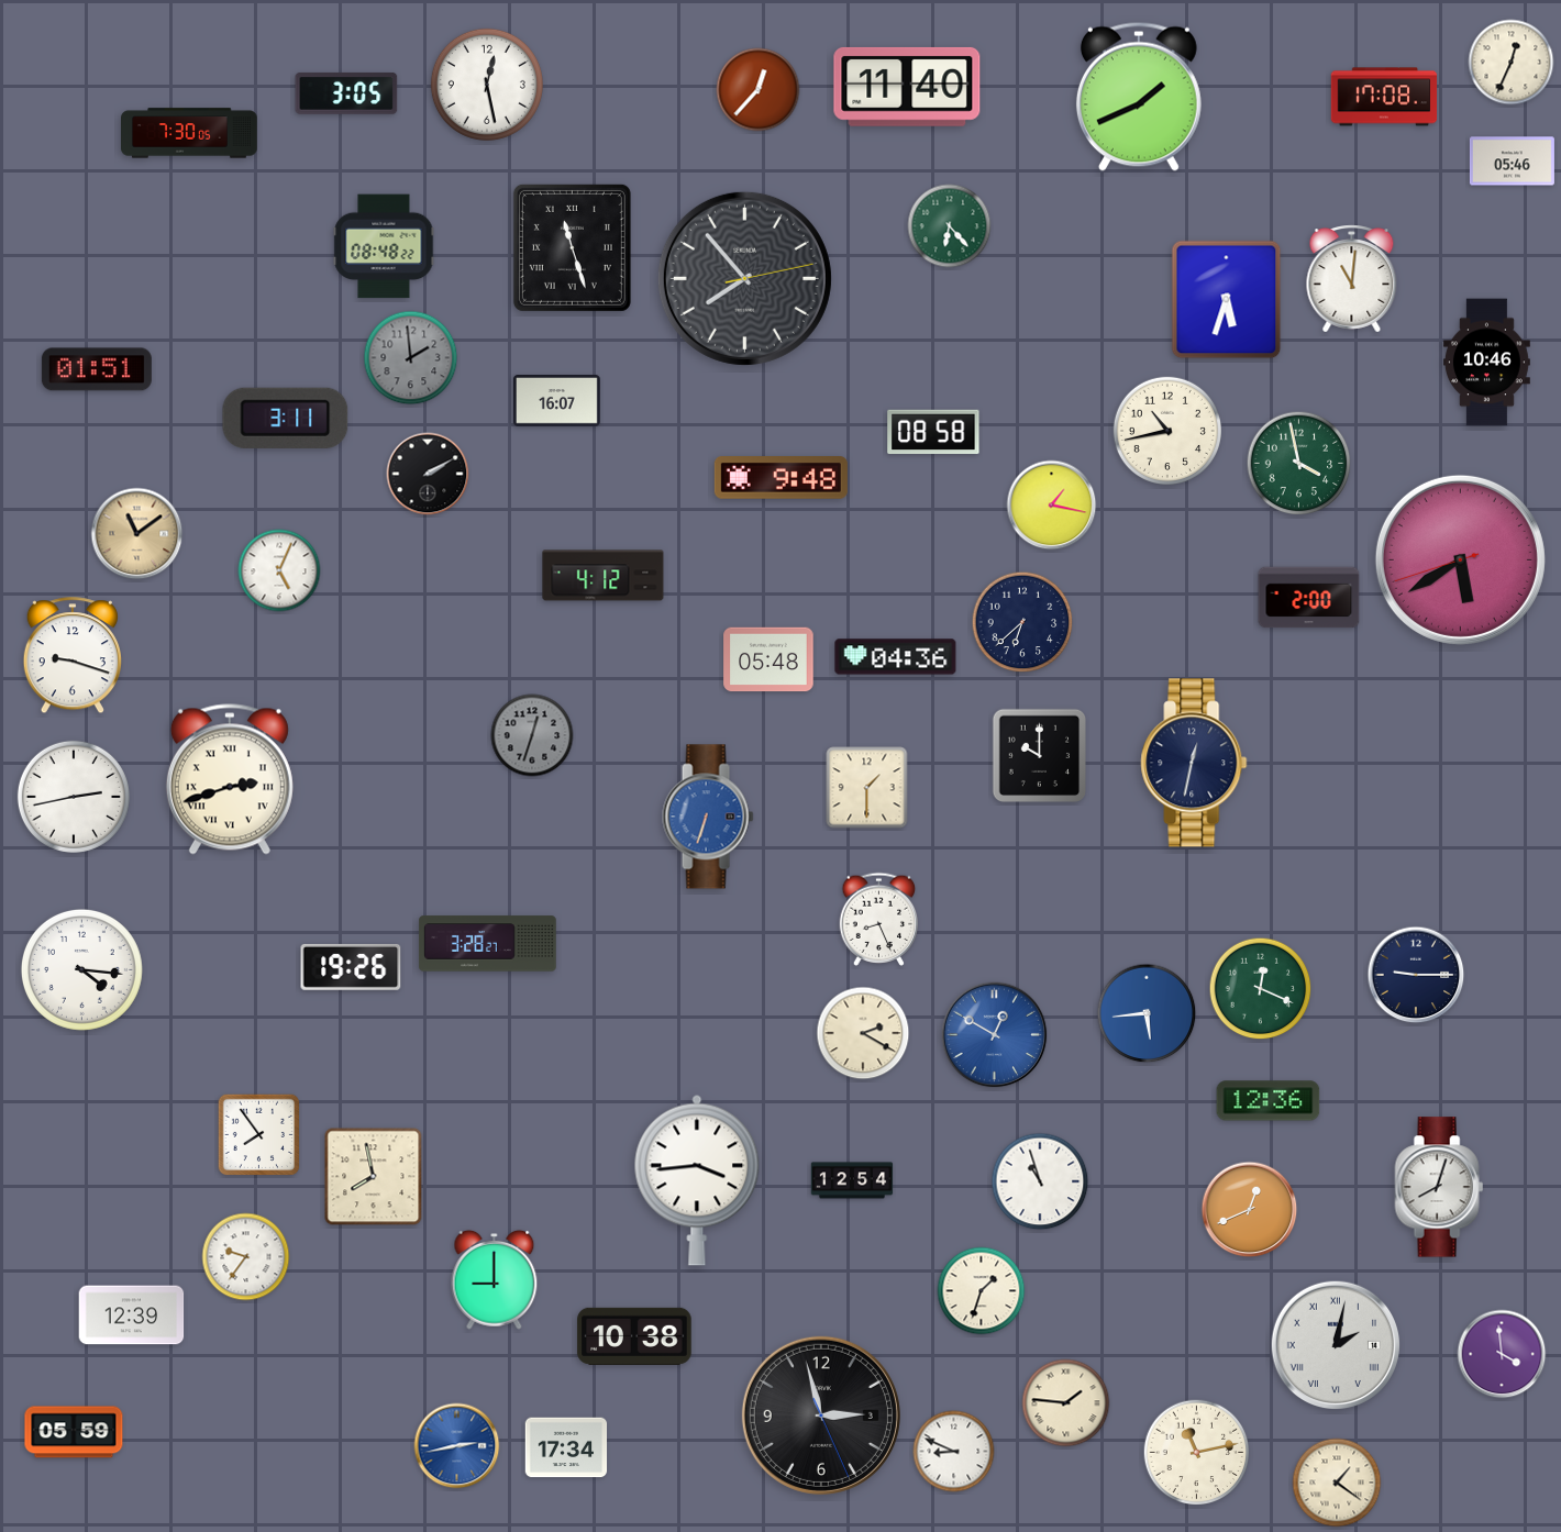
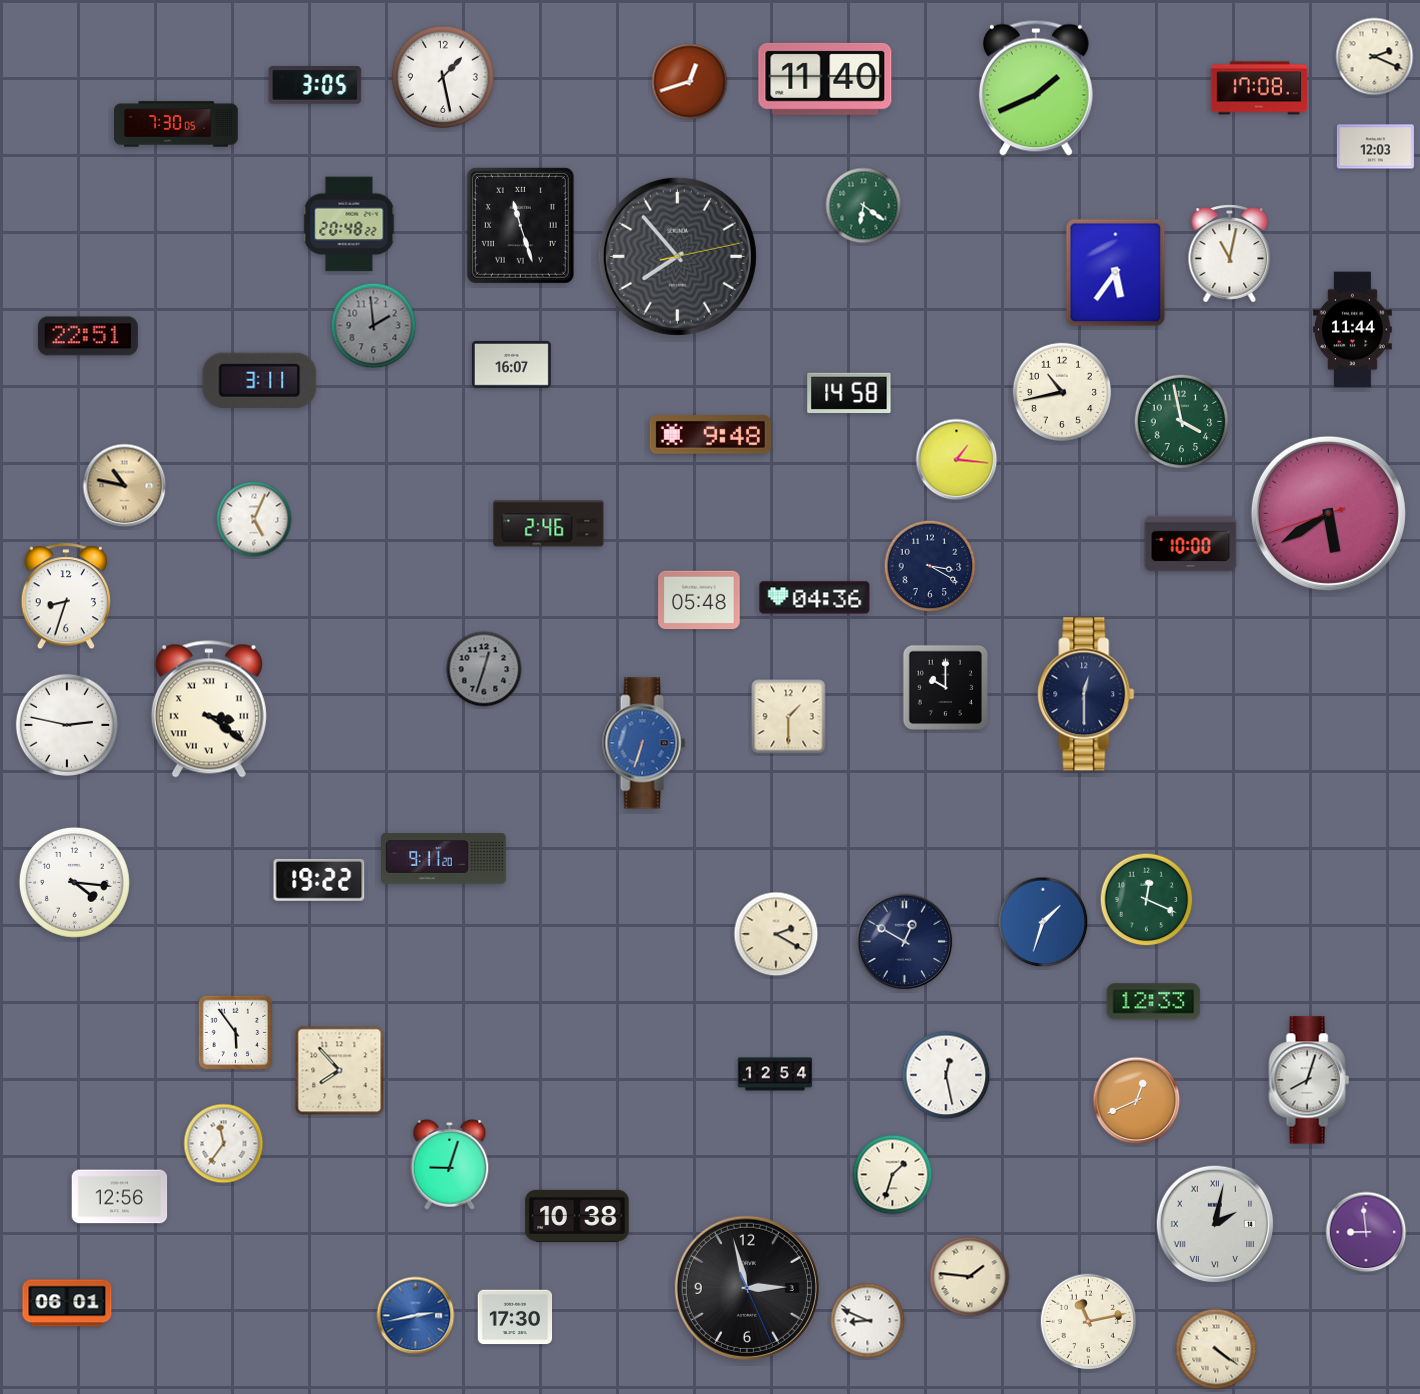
clock at (1512, 63): 12:34 -> 2:19
clock at (487, 85): 12:28 -> 1:28
clock at (759, 90): 12:37 -> 12:42
clock at (190, 133) position: (190, 133) -> (177, 124)
clock at (1512, 162): 05:46 -> 12:03
clock at (950, 226): 6:23 -> 6:21
clock at (384, 246): 08:48 -> 20:48
clock at (744, 278) position: (744, 278) -> (677, 256)
clock at (1352, 279): 11:01 -> 11:02
clock at (1227, 300): 5:33 -> 5:36
clock at (1486, 363): 10:46 -> 11:44
clock at (97, 369): 01:51 -> 22:51
clock at (556, 401) position: (556, 401) -> (511, 365)
clock at (933, 432): 08:58 -> 14:58
clock at (428, 474): 2:10 -> none
clock at (1052, 506): 1:17 -> 1:16
clock at (137, 534): 11:09 -> 10:47
clock at (1460, 559) position: (1460, 559) -> (1328, 513)
clock at (604, 576): 4:12 -> 2:46
clock at (1309, 598): 2:00 -> 10:00
clock at (1022, 622): 6:38 -> 3:20
clock at (73, 656): 9:18 -> 8:33
clock at (1194, 763): 12:32 -> 12:30
clock at (230, 779): 2:42 -> 3:21
clock at (74, 797): 2:43 -> 2:47
clock at (879, 919): 8:26 -> none
clock at (488, 944): 3:28 -> 9:11
clock at (351, 967): 19:26 -> 19:22
clock at (1416, 975): 9:15 -> none
clock at (1147, 1013): 5:44 -> 1:33
clock at (863, 1033) position: (863, 1033) -> (776, 934)
clock at (995, 1035) dial: blue -> navy
clock at (1269, 1101): 12:36 -> 12:33
clock at (259, 1135): 7:54 -> 5:54
clock at (374, 1177): 7:58 -> 7:53
clock at (697, 1180): 3:44 -> none
clock at (1040, 1181): 10:57 -> 12:28
clock at (246, 1257): 9:36 -> 11:36
clock at (495, 1279): 9:00 -> 9:03
clock at (132, 1315): 12:39 -> 12:56
clock at (1502, 1354): 3:59 -> 8:59
clock at (74, 1432): 05:59 -> 06:01
clock at (566, 1447): 17:34 -> 17:30
clock at (1337, 1483): 1:21 -> 4:21
